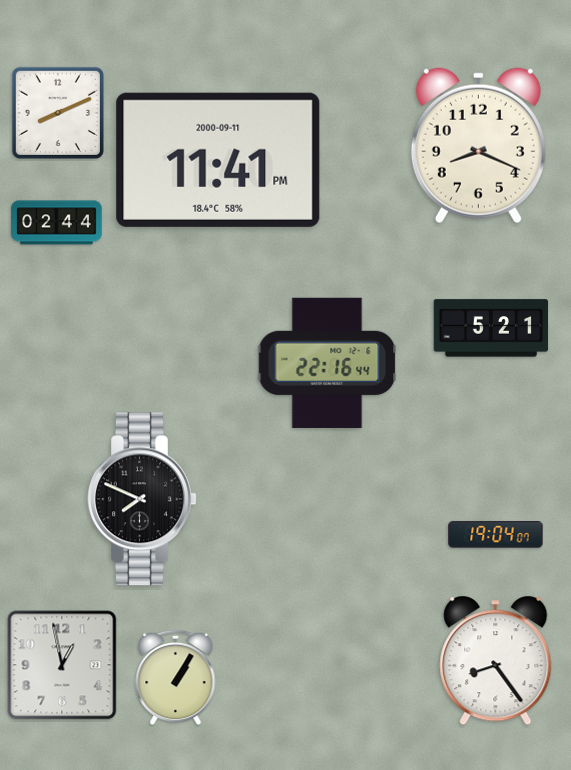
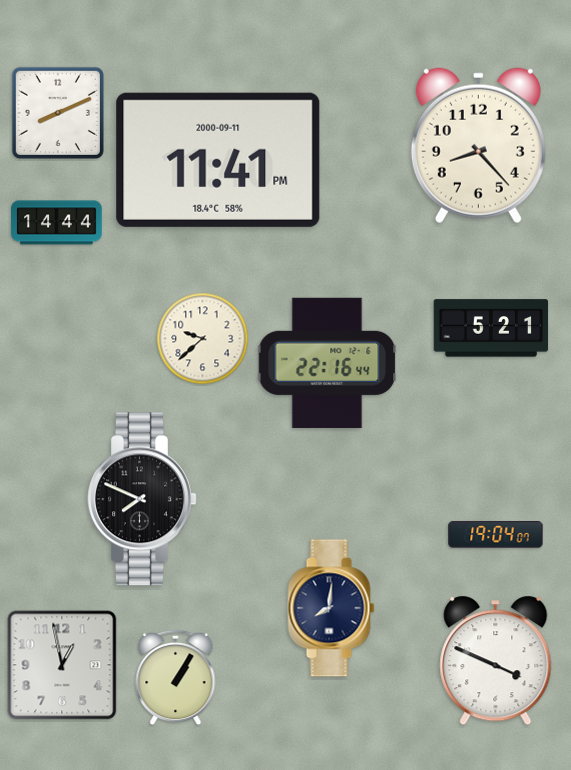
clock at (478, 146): 8:19 -> 8:23
clock at (57, 223): 02:44 -> 14:44
clock at (203, 339): none -> 9:38
clock at (331, 608): none -> 8:01
clock at (496, 661): 8:24 -> 3:49
